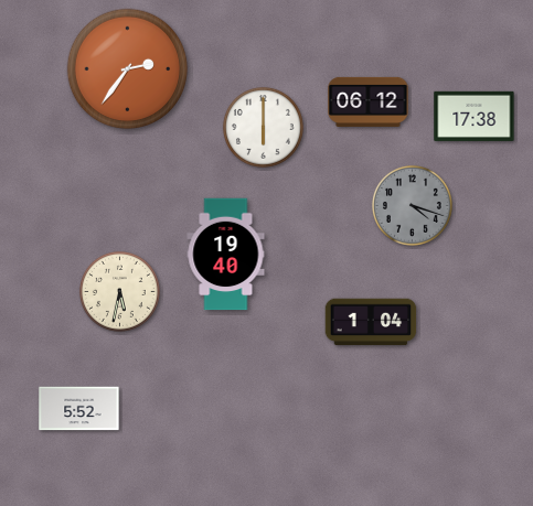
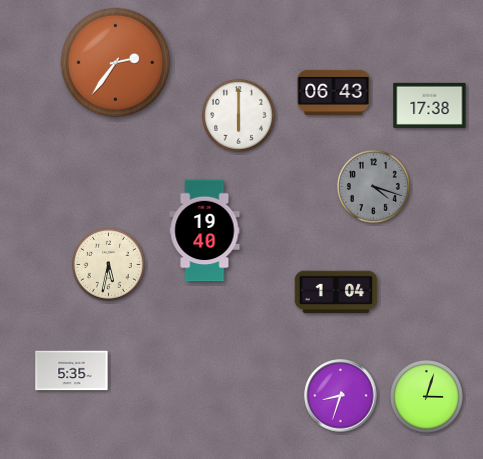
clock at (369, 101): 06:12 -> 06:43
clock at (79, 409): 5:52 -> 5:35
clock at (341, 396): none -> 8:33
clock at (426, 396): none -> 3:03
